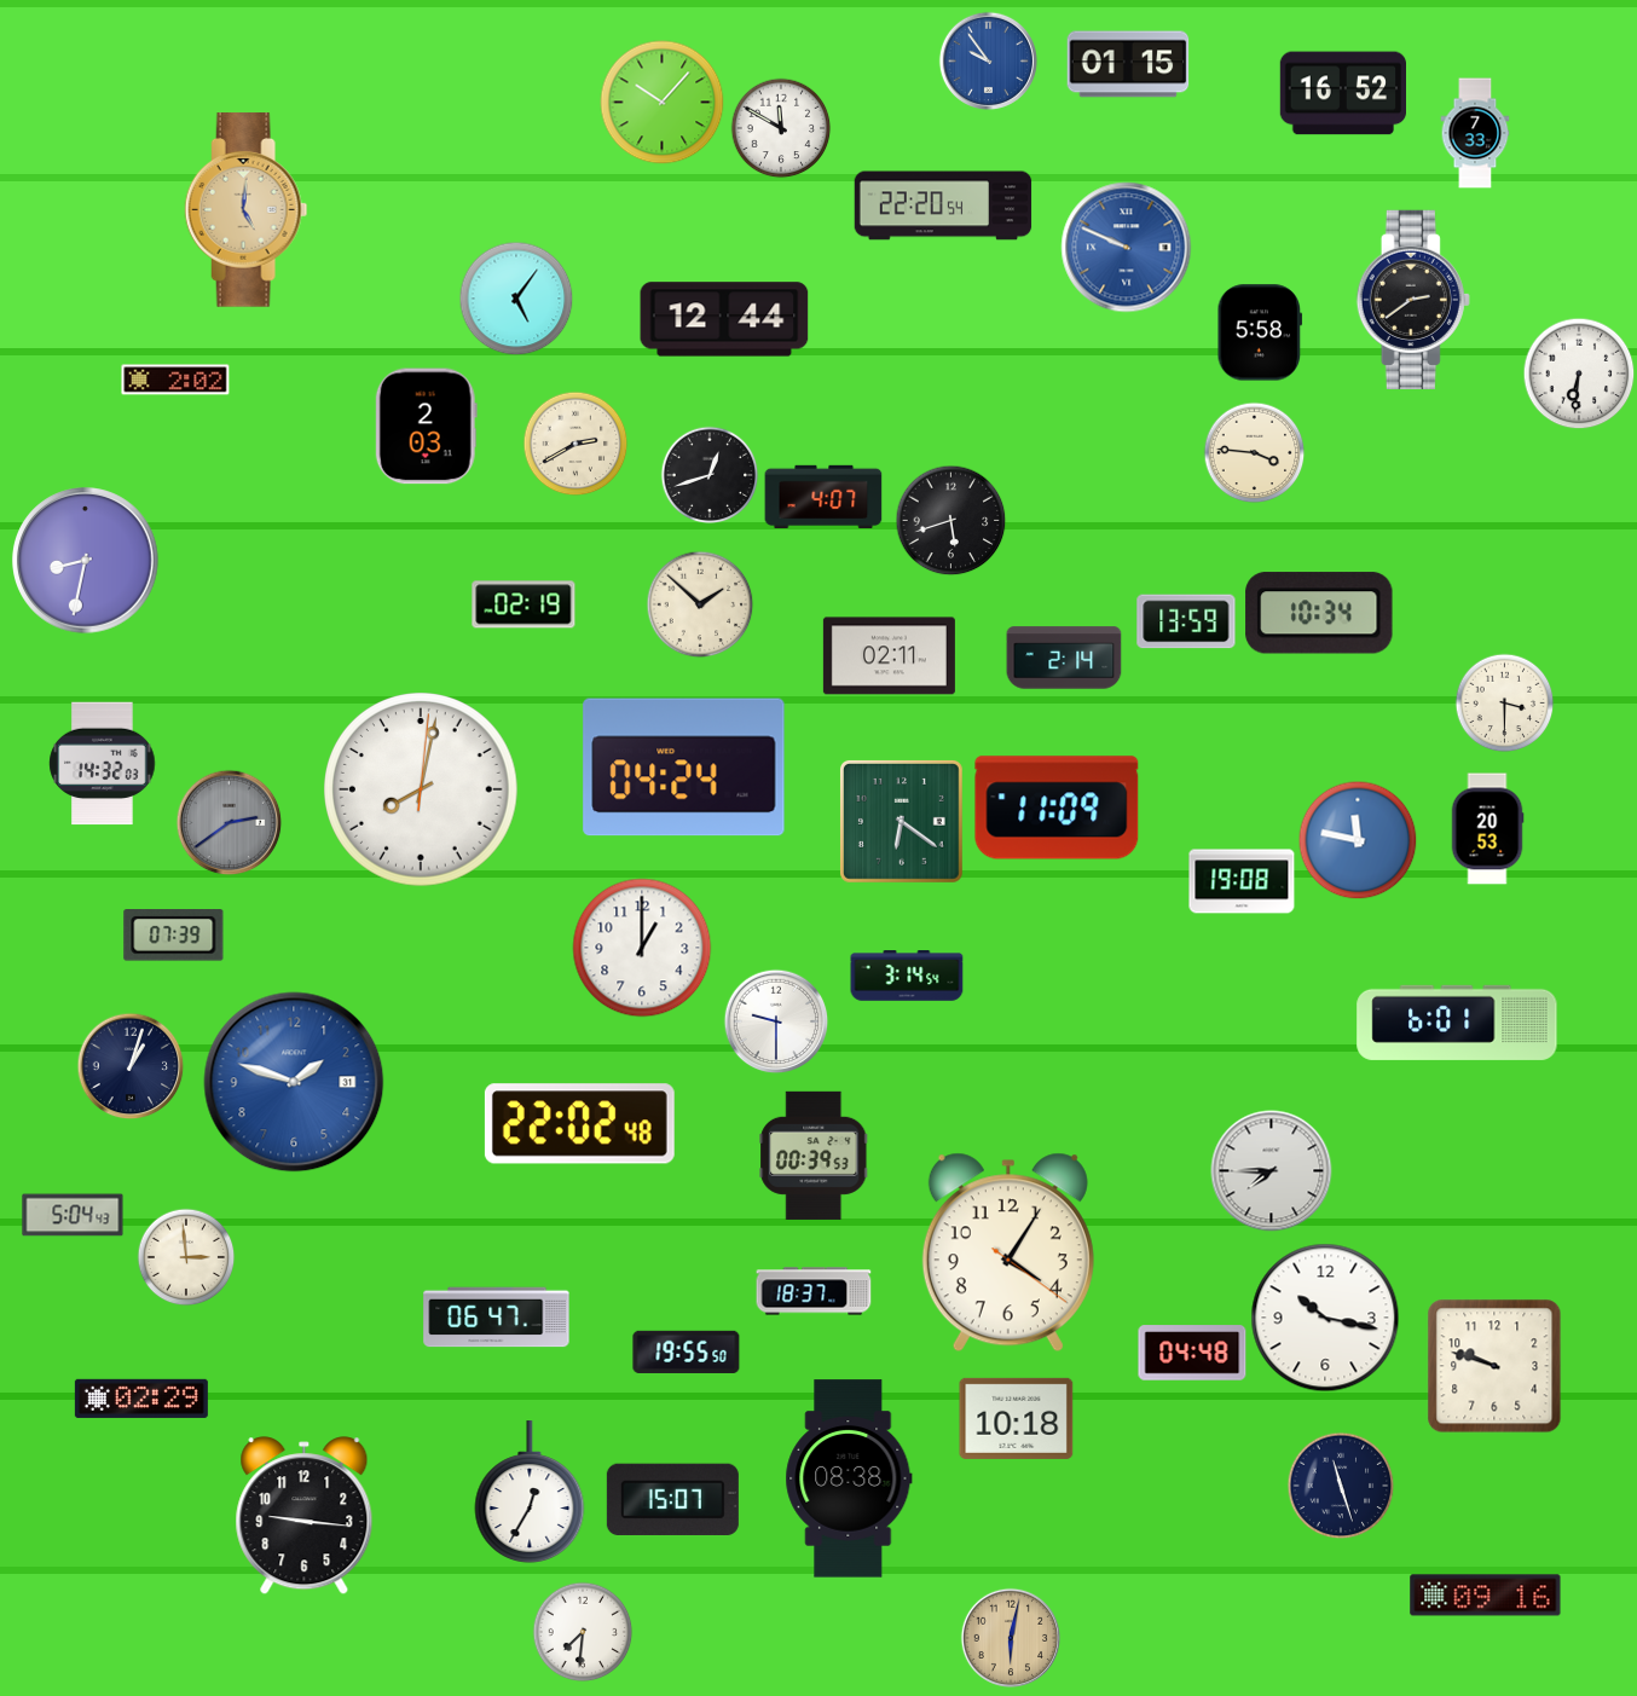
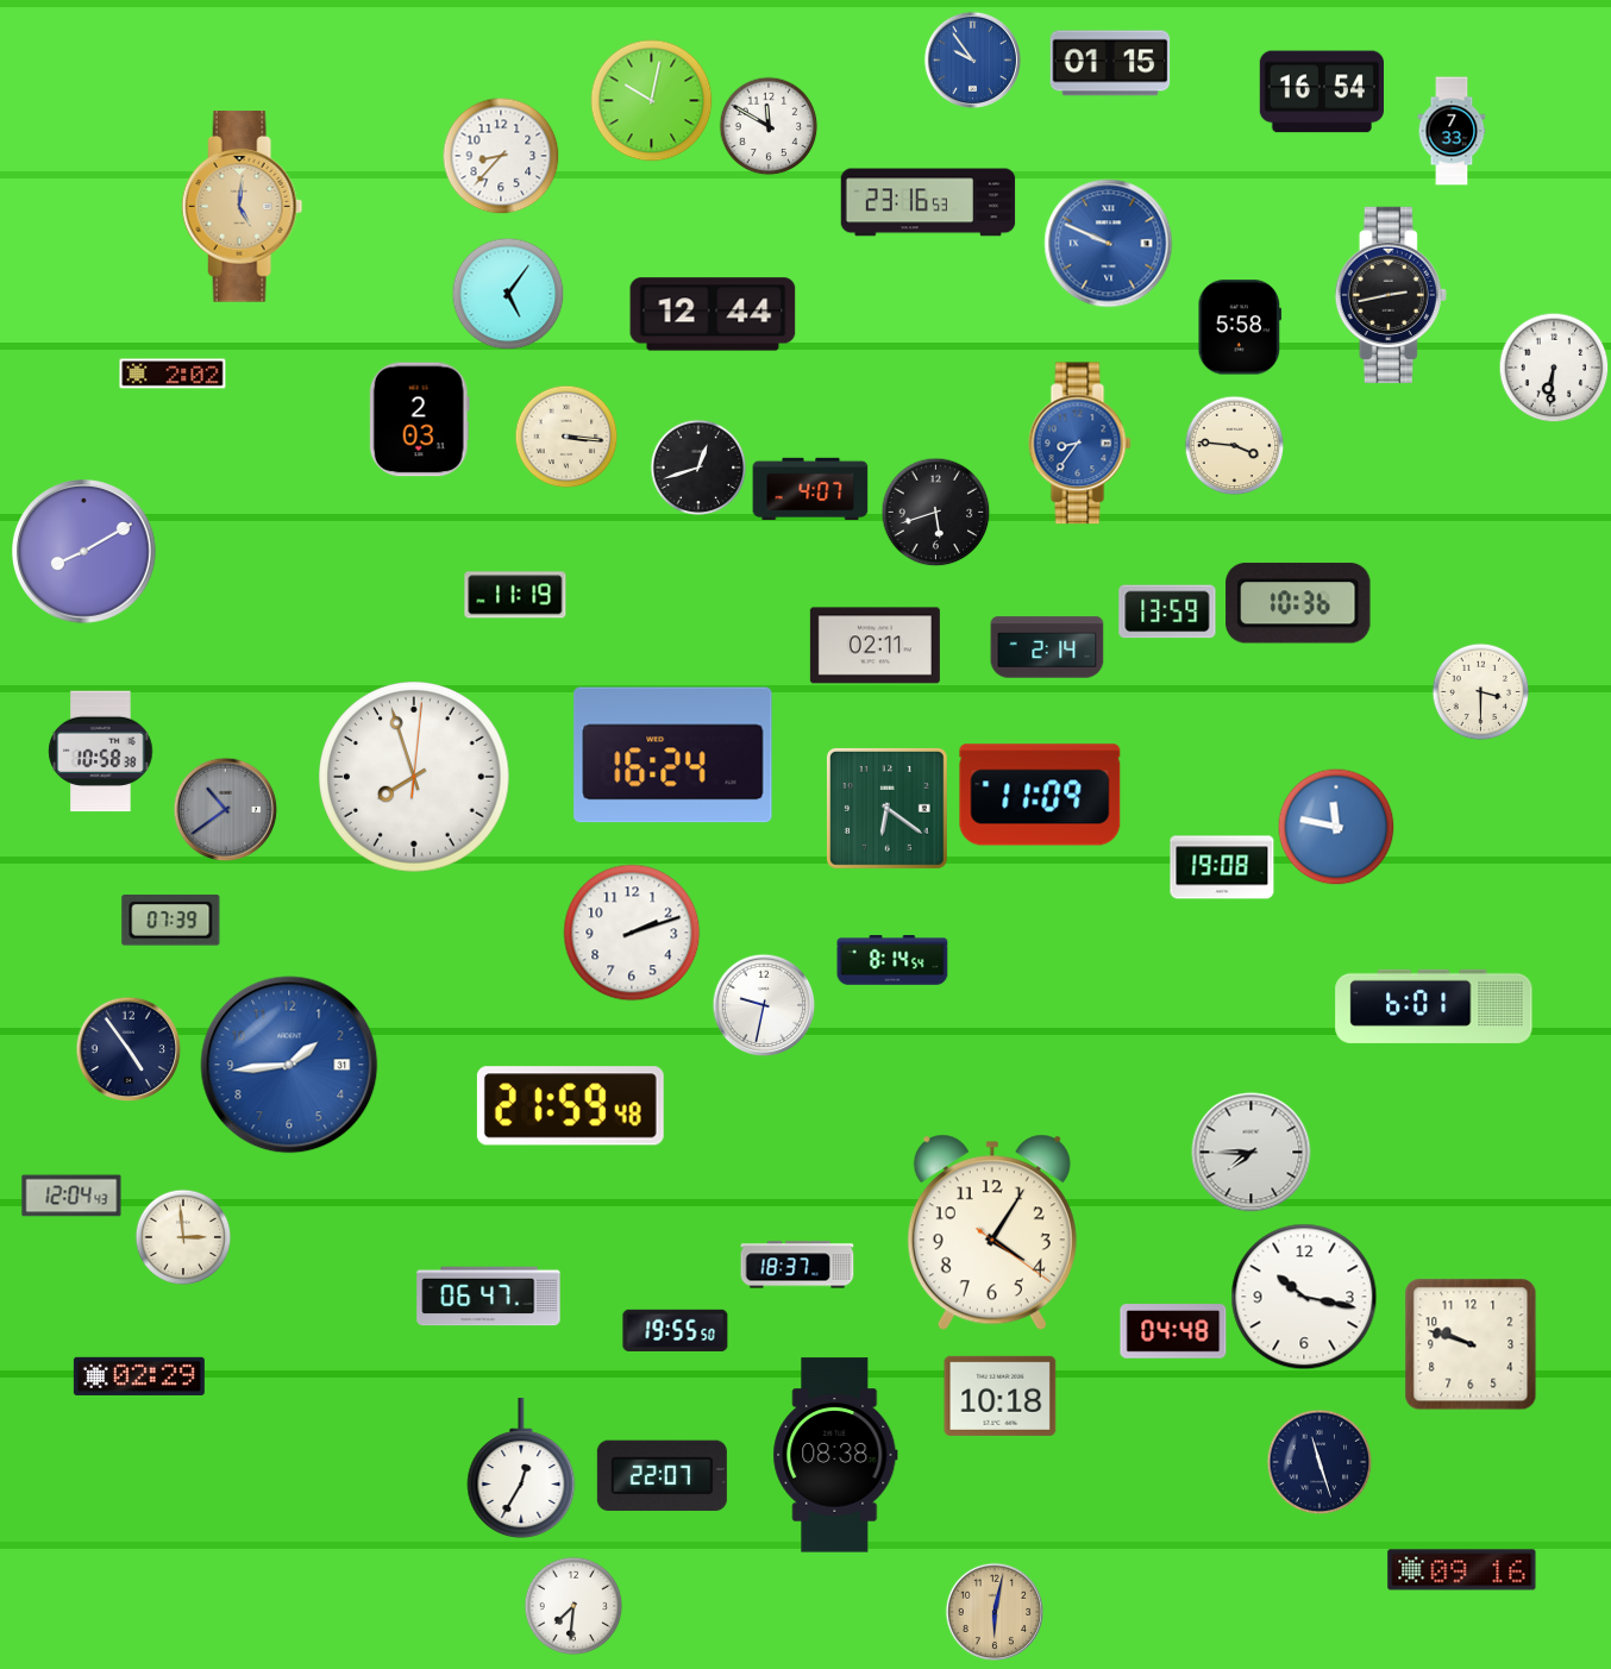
clock at (1342, 93): 16:52 -> 16:54
clock at (663, 103): 10:07 -> 10:02
clock at (501, 156): none -> 8:37
clock at (943, 206): 22:20 -> 23:16
clock at (1413, 300): 2:39 -> 2:43
clock at (575, 444): 2:40 -> 3:16
clock at (1080, 444): none -> 8:36
clock at (86, 561): 8:32 -> 8:10
clock at (524, 604): 02:19 -> 11:19
clock at (700, 604): 1:52 -> none
clock at (1319, 613): 10:34 -> 10:36
clock at (103, 764): 14:32 -> 10:58
clock at (684, 768): 04:24 -> 16:24
clock at (421, 789): 8:02 -> 7:57
clock at (229, 822): 2:39 -> 10:39
clock at (1487, 829): 20:53 -> none
clock at (642, 948): 1:00 -> 2:12
clock at (907, 976): 3:14 -> 8:14
clock at (776, 1021): 9:30 -> 9:32
clock at (131, 1066): 1:03 -> 4:54
clock at (294, 1082): 1:48 -> 1:44
clock at (579, 1124): 22:02 -> 21:59
clock at (814, 1156): 00:39 -> none
clock at (73, 1215): 5:04 -> 12:04
clock at (814, 1291) position: (814, 1291) -> (797, 1265)
clock at (672, 1499): 15:07 -> 22:07
clock at (305, 1516): 9:16 -> none
